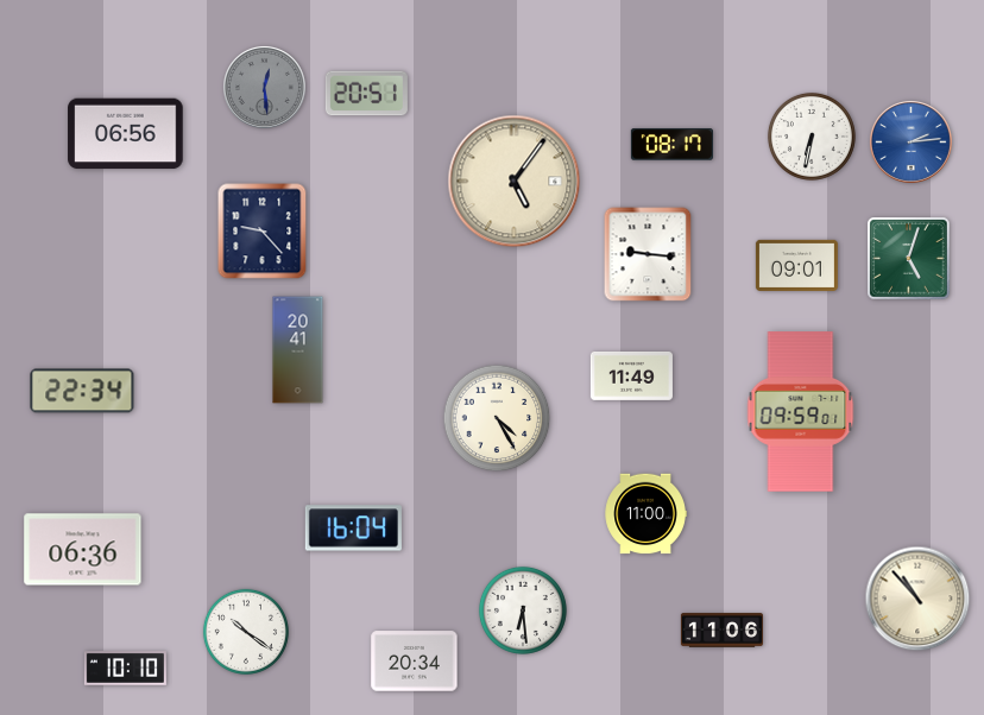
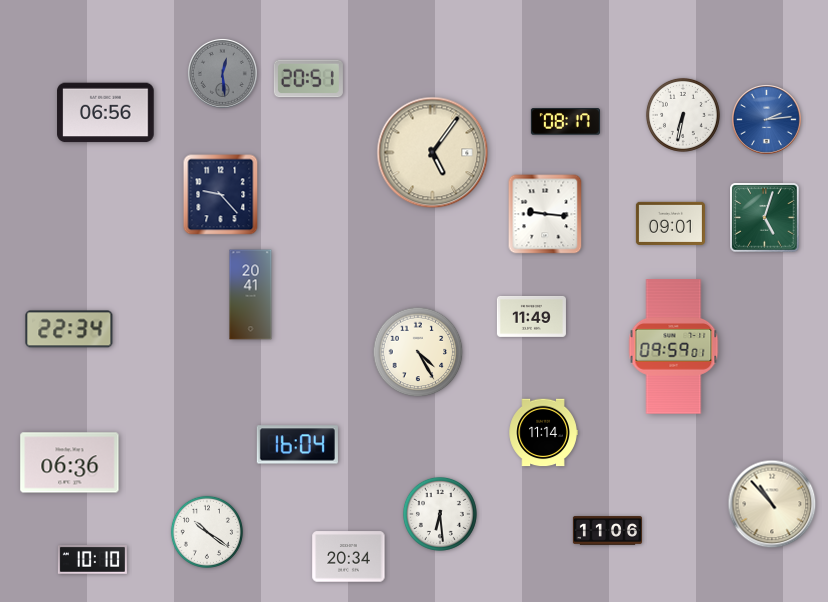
clock at (645, 514): 11:00 -> 11:14
clock at (125, 669) position: (125, 669) -> (92, 560)
